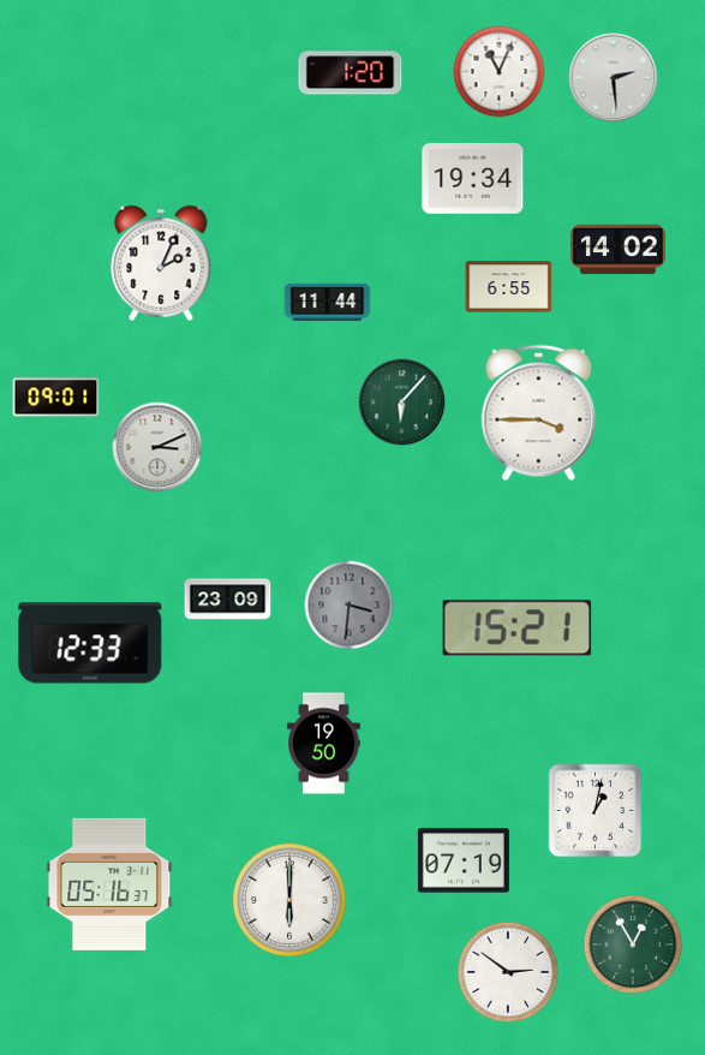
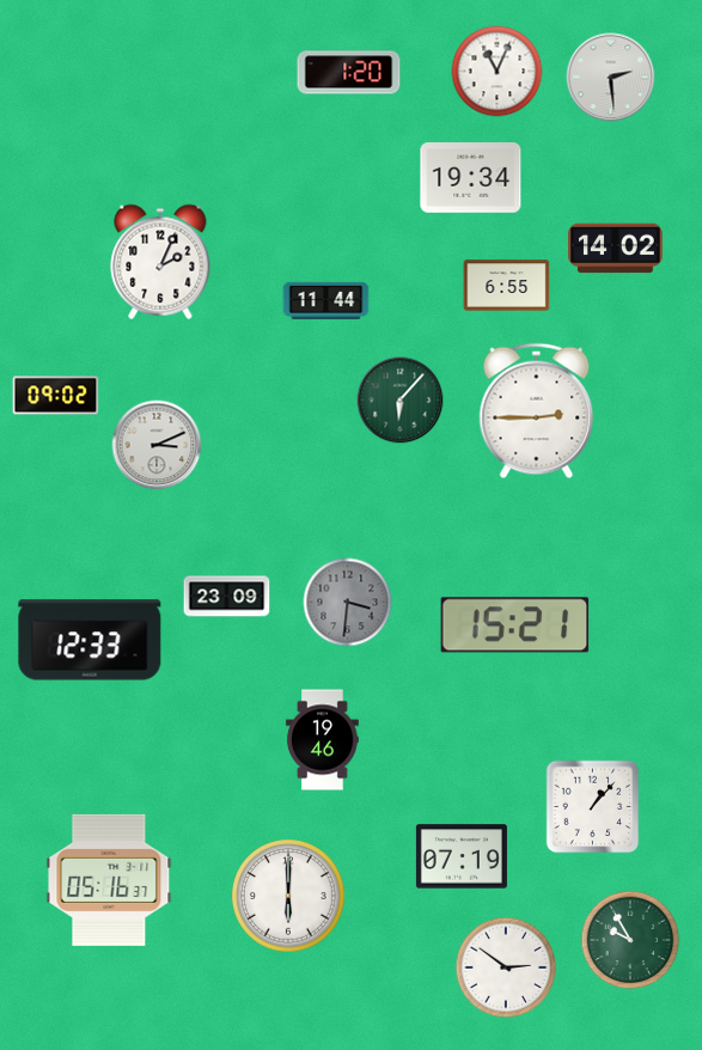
clock at (56, 398): 09:01 -> 09:02
clock at (539, 413): 3:45 -> 2:45
clock at (324, 744): 19:50 -> 19:46
clock at (596, 811): 1:02 -> 1:07
clock at (633, 944): 12:55 -> 9:55
